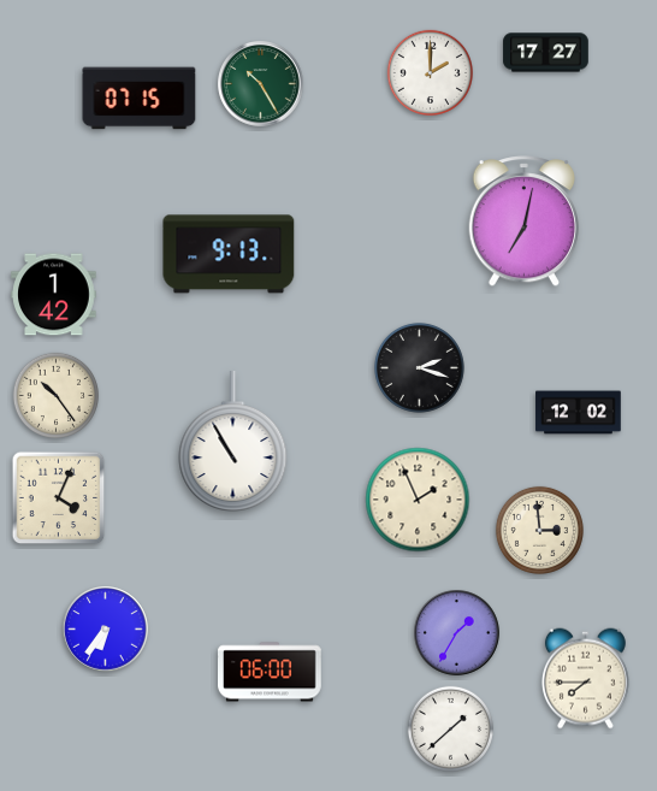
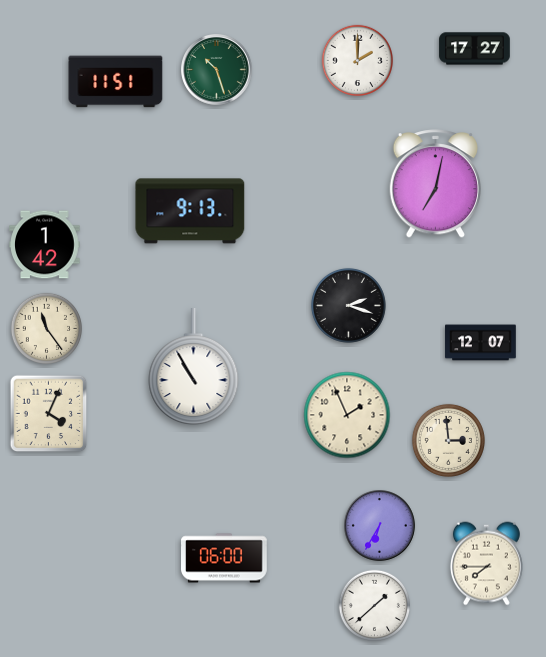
clock at (546, 53) position: (546, 53) -> (475, 49)
clock at (261, 84): 10:25 -> 10:27
clock at (140, 99): 07:15 -> 11:51
clock at (55, 395): 10:24 -> 11:24
clock at (579, 413): 12:02 -> 12:07
clock at (106, 630): 6:36 -> none
clock at (457, 633): 1:35 -> 6:35
